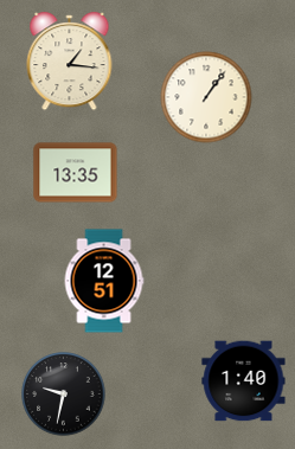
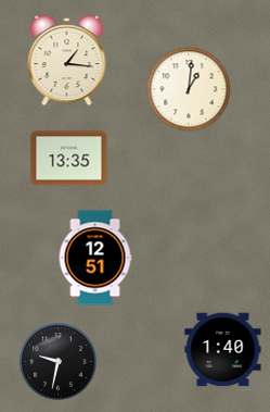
clock at (70, 62) position: (70, 62) -> (67, 61)
clock at (206, 97): 1:06 -> 1:01
